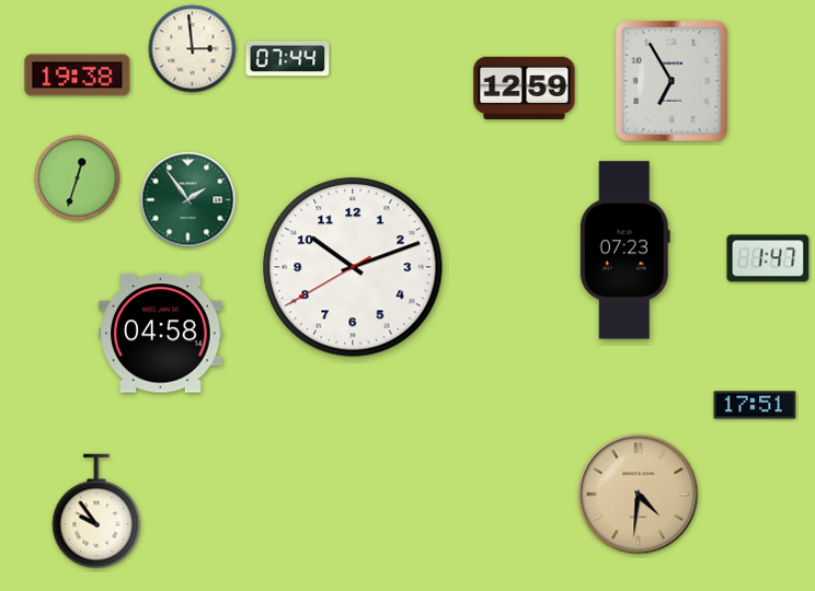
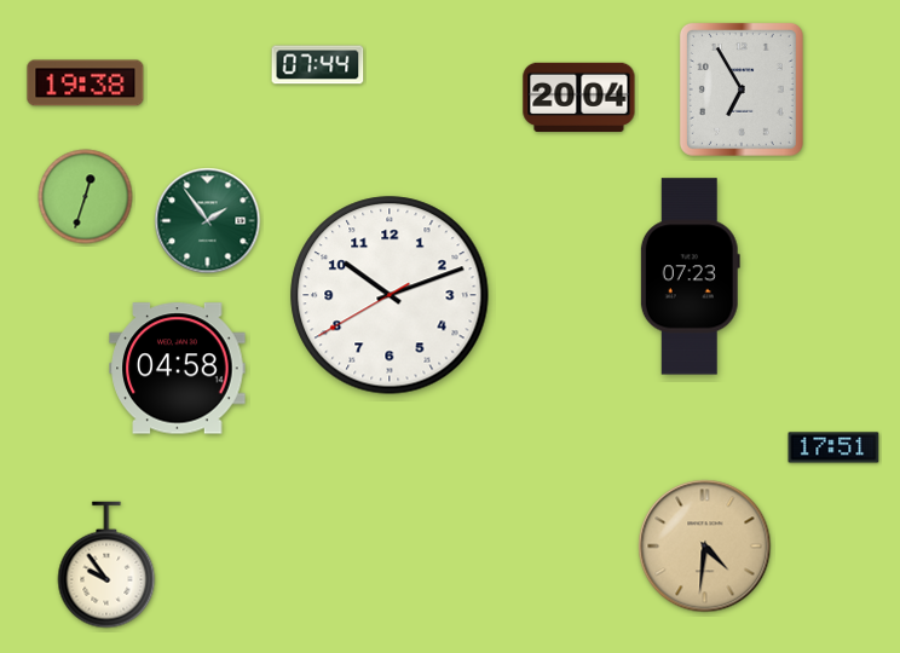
clock at (193, 49): 2:59 -> none
clock at (525, 88): 12:59 -> 20:04
clock at (768, 258): 1:47 -> none
